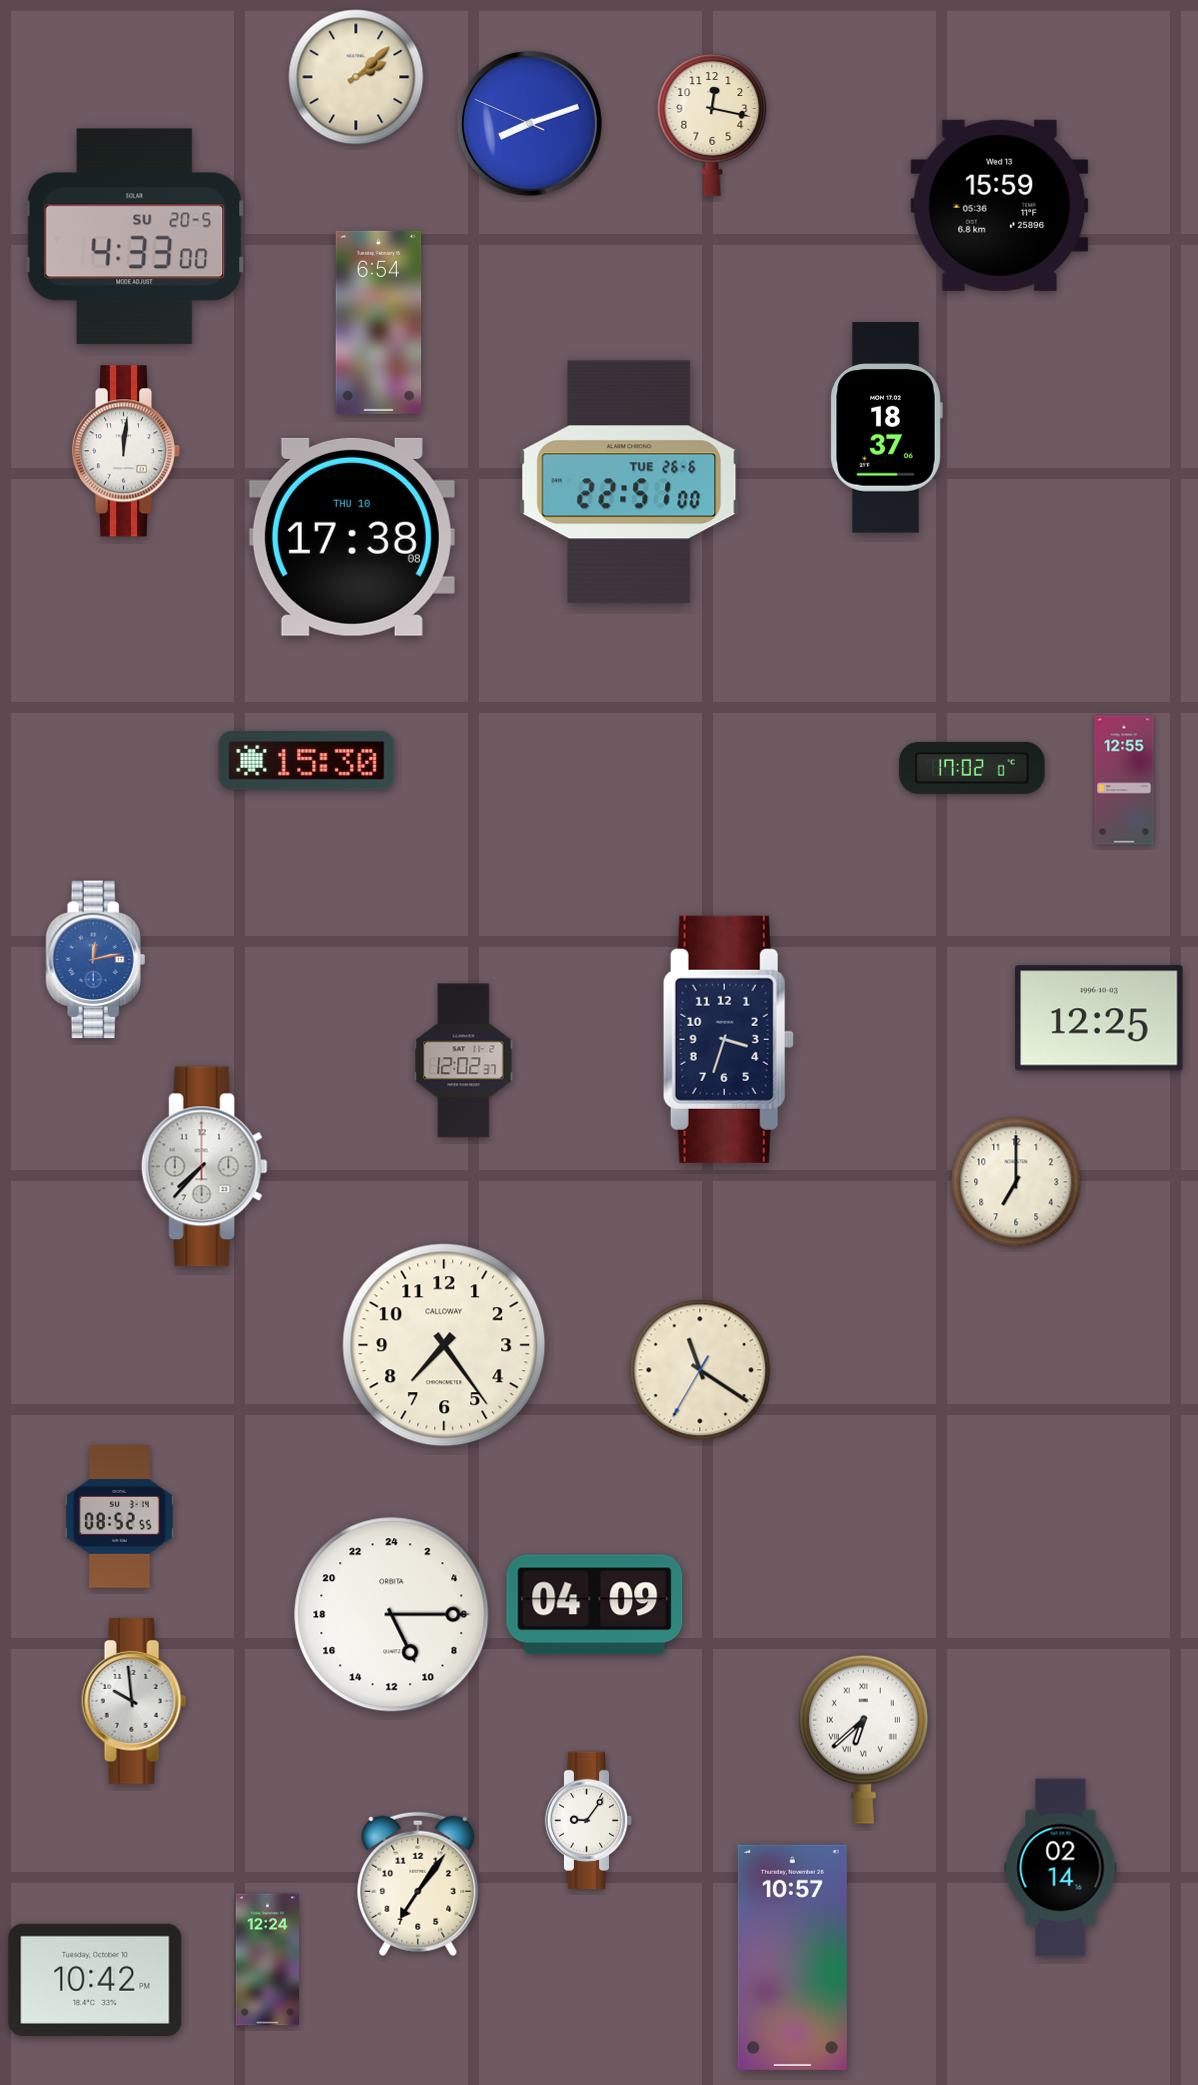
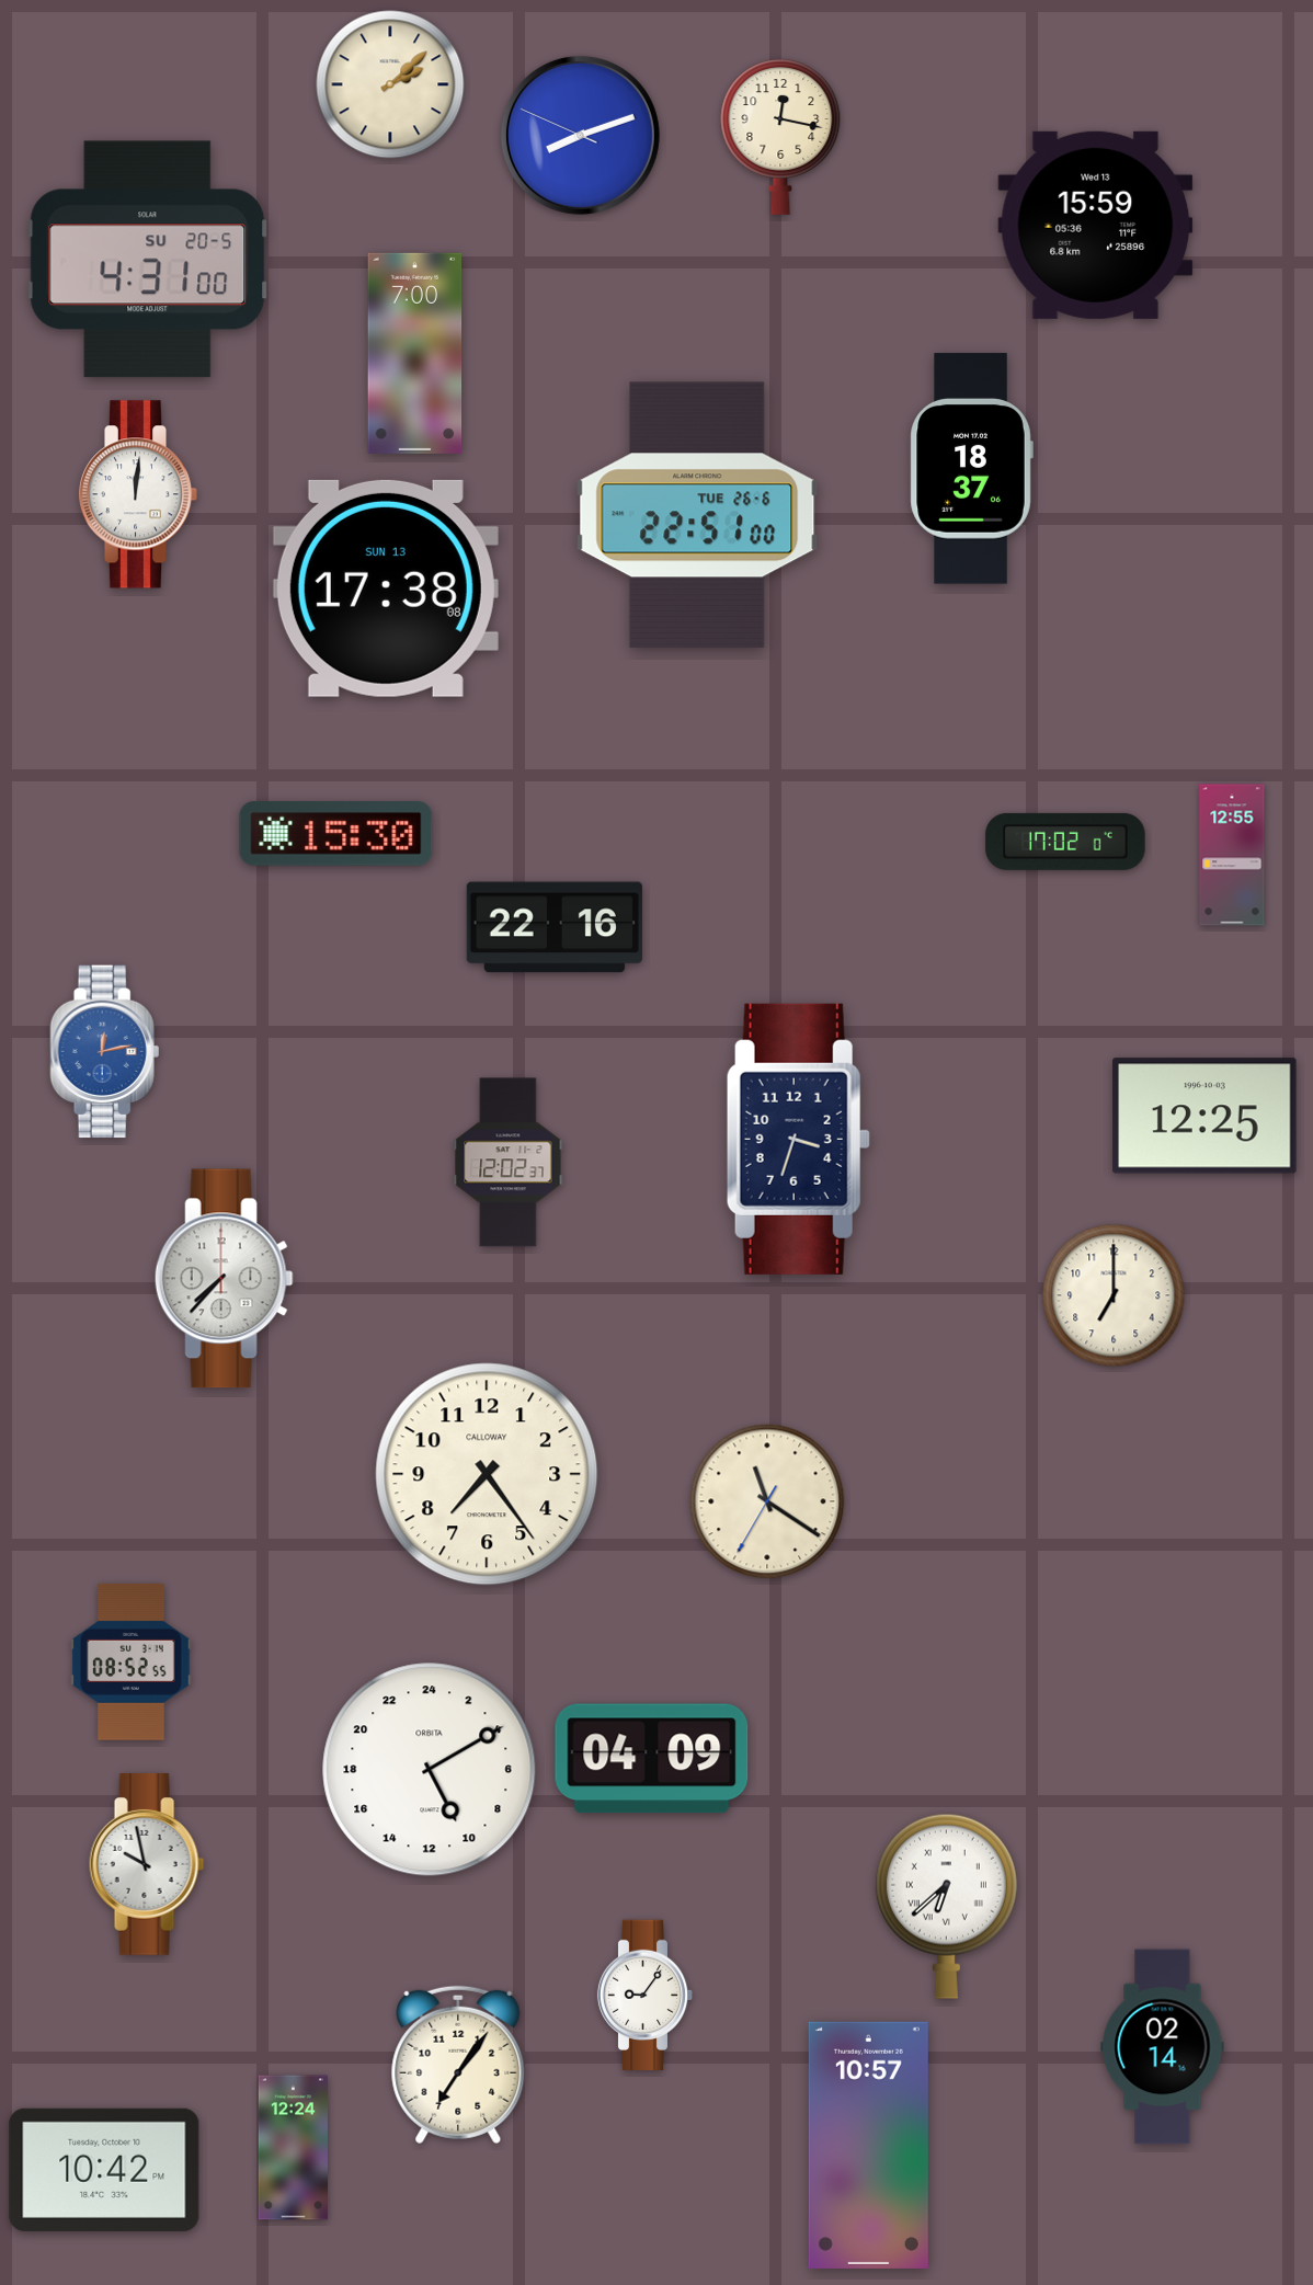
clock at (135, 237): 4:33 -> 4:31
clock at (379, 322): 6:54 -> 7:00
clock at (629, 482) position: (629, 482) -> (697, 515)
clock at (352, 537) date: THU 10 -> SUN 13
clock at (555, 927): none -> 22:16
clock at (392, 1615): 10:15 -> 10:10
clock at (134, 1702): 9:59 -> 9:58
